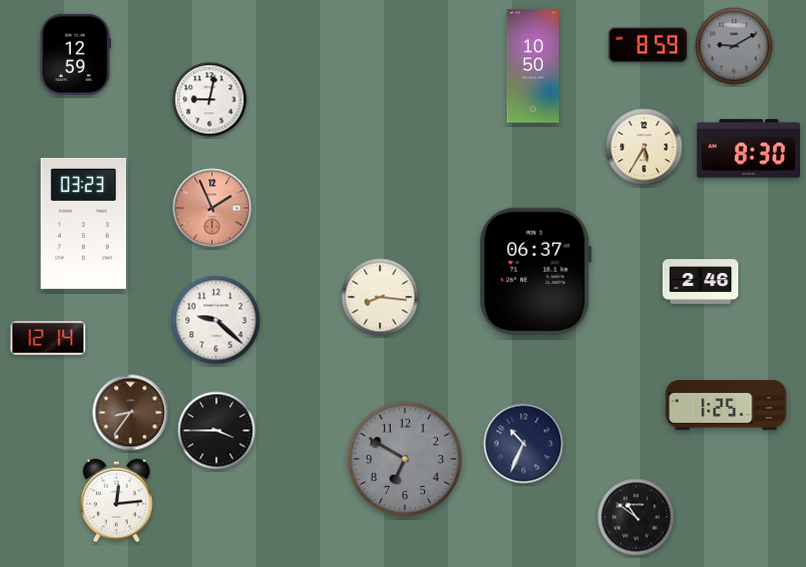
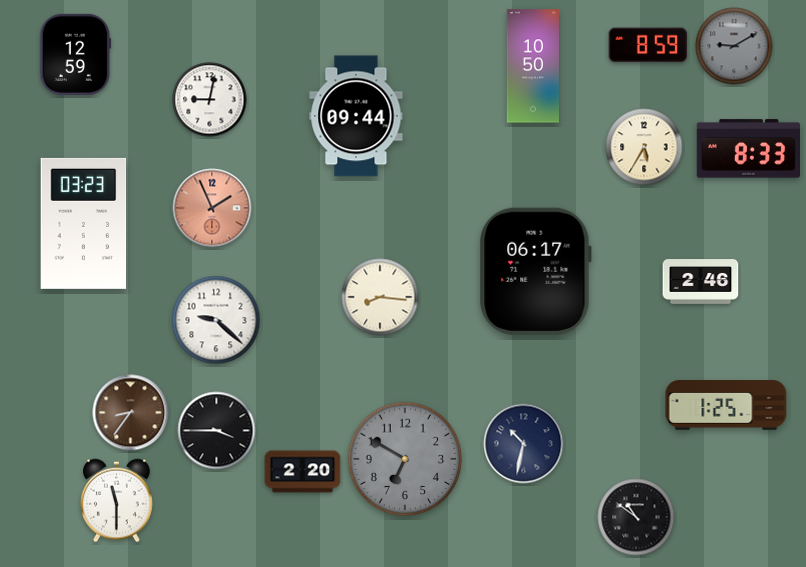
clock at (356, 116): none -> 09:44
clock at (748, 149): 8:30 -> 8:33
clock at (535, 271): 06:37 -> 06:17
clock at (48, 338): 12:14 -> none
clock at (524, 444): 10:34 -> 10:32
clock at (303, 472): none -> 2:20
clock at (117, 501): 12:14 -> 11:30
